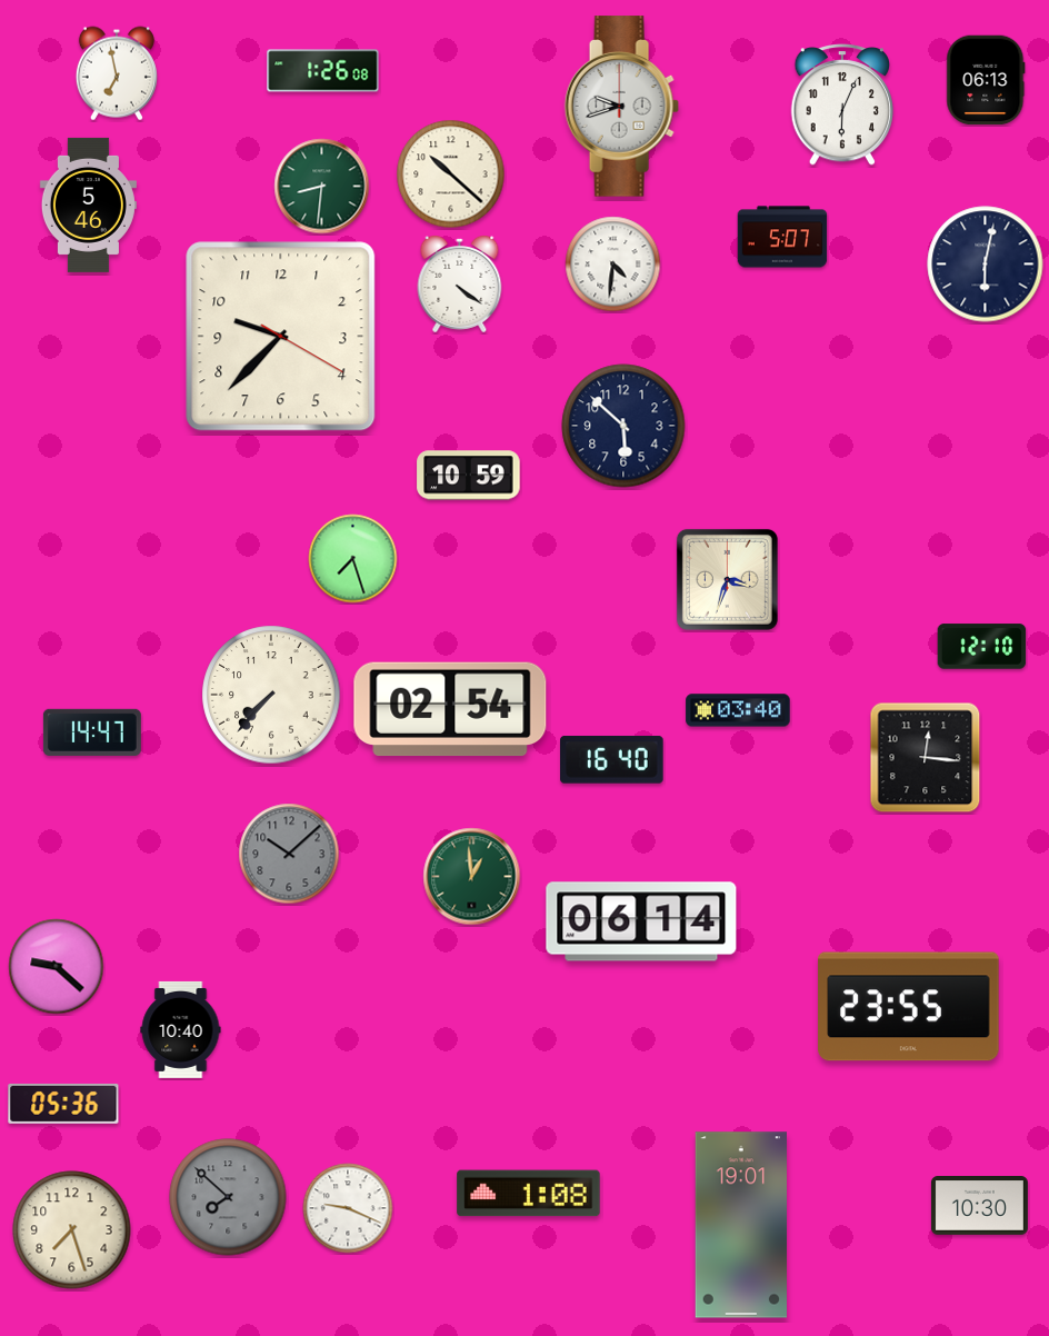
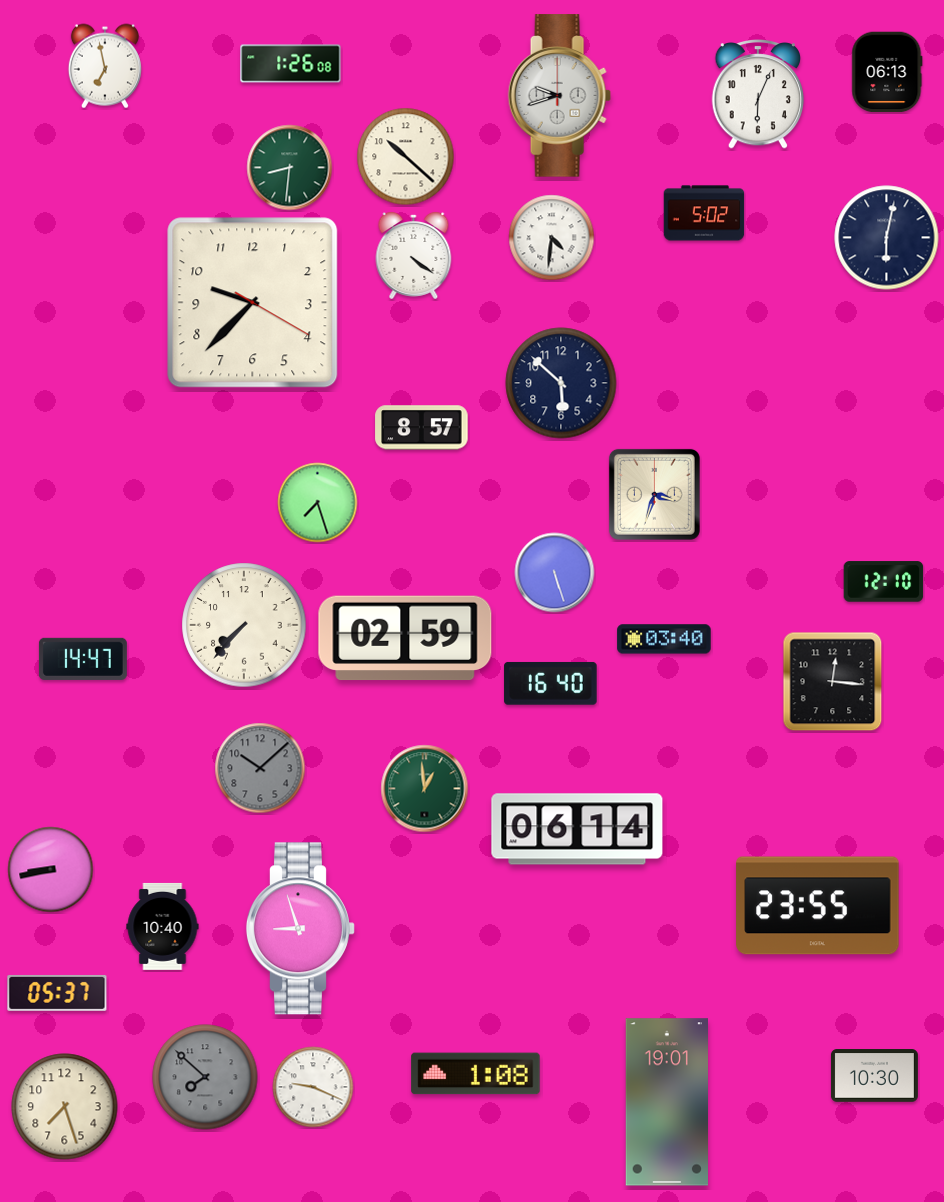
clock at (88, 205): 5:46 -> none
clock at (782, 237): 5:07 -> 5:02
clock at (469, 476): 10:59 -> 8:57
clock at (727, 579) position: (727, 579) -> (654, 494)
clock at (555, 573): none -> 5:27
clock at (450, 709): 02:54 -> 02:59
clock at (57, 967): 9:22 -> 8:43
clock at (300, 929): none -> 8:57
clock at (63, 1104): 05:36 -> 05:37
clock at (979, 1206) position: (979, 1206) -> (874, 1076)
